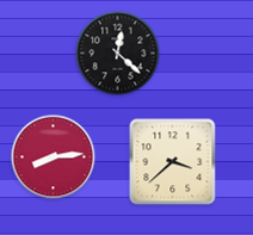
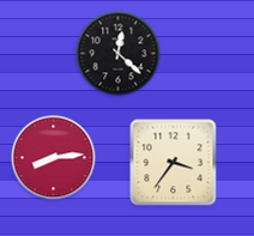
clock at (173, 162): 3:38 -> 3:36
